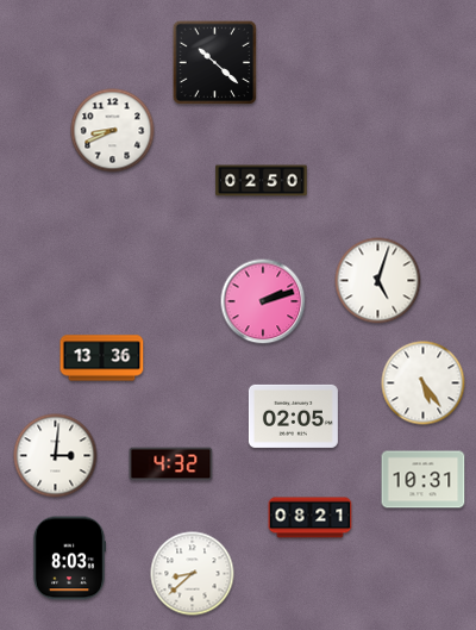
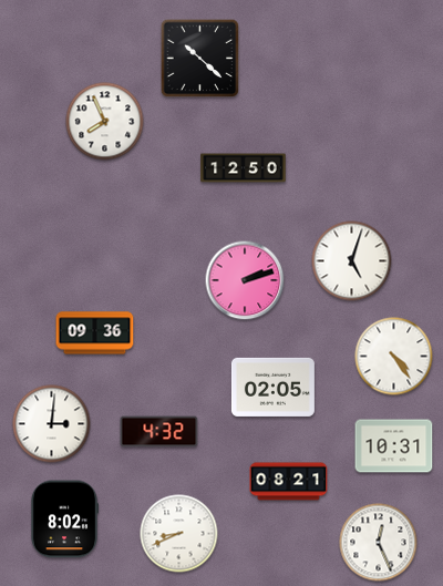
clock at (113, 131): 8:41 -> 7:56
clock at (262, 181): 02:50 -> 12:50
clock at (102, 358): 13:36 -> 09:36
clock at (424, 383): 5:24 -> 4:24
clock at (69, 559): 8:03 -> 8:02
clock at (193, 574): 8:38 -> 8:41
clock at (379, 543): none -> 12:26
